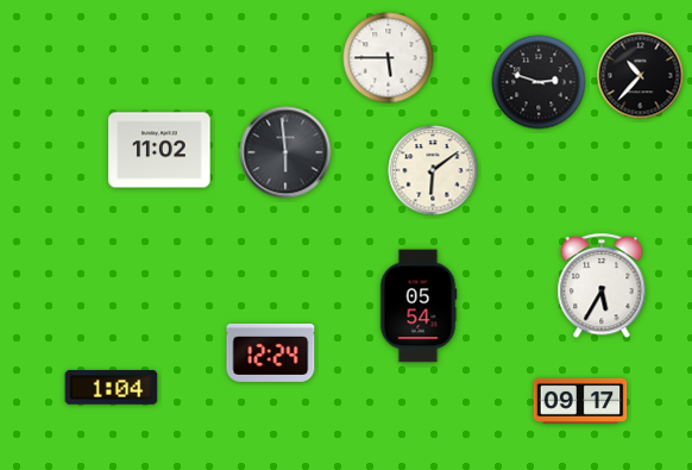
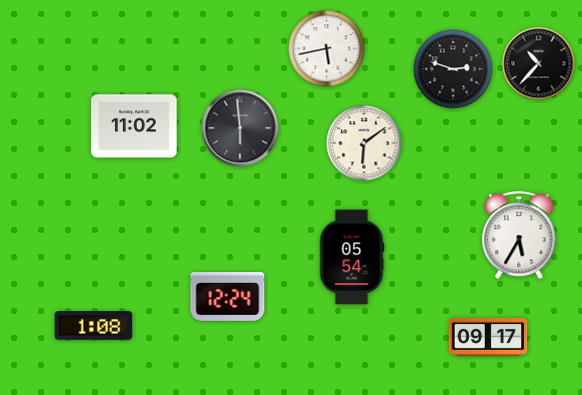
clock at (389, 58): 5:45 -> 5:43
clock at (602, 287) position: (602, 287) -> (519, 236)
clock at (112, 388): 1:04 -> 1:08
